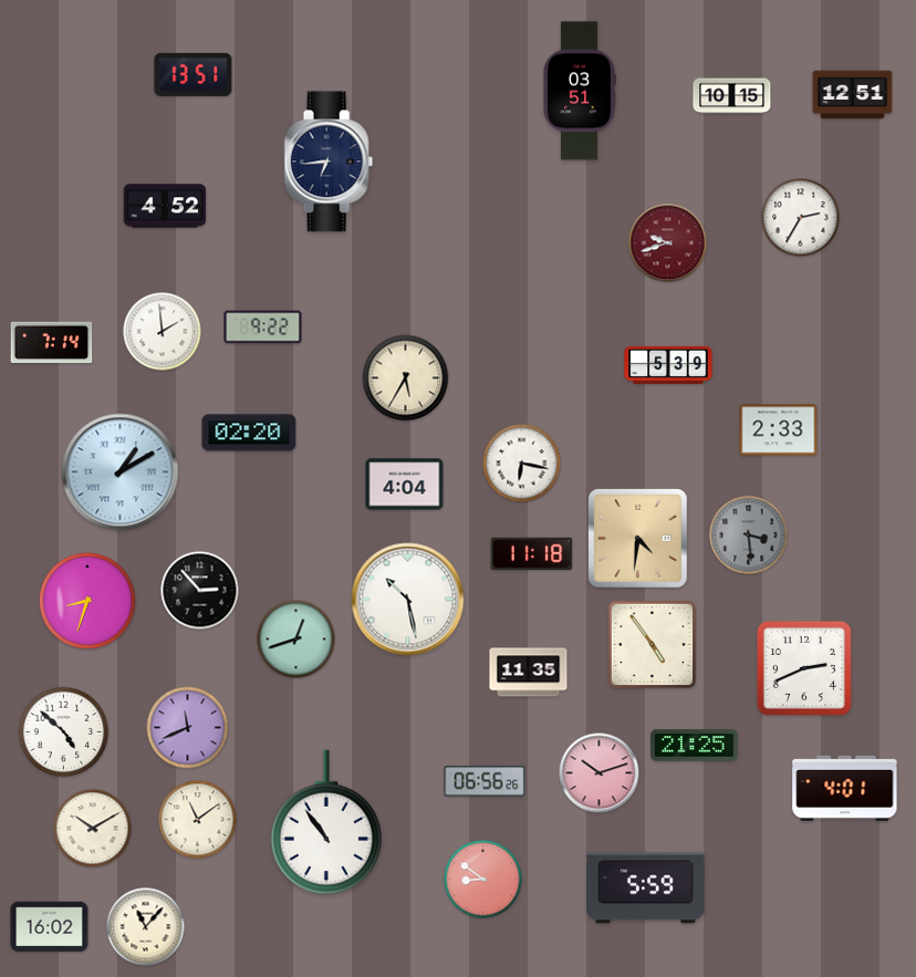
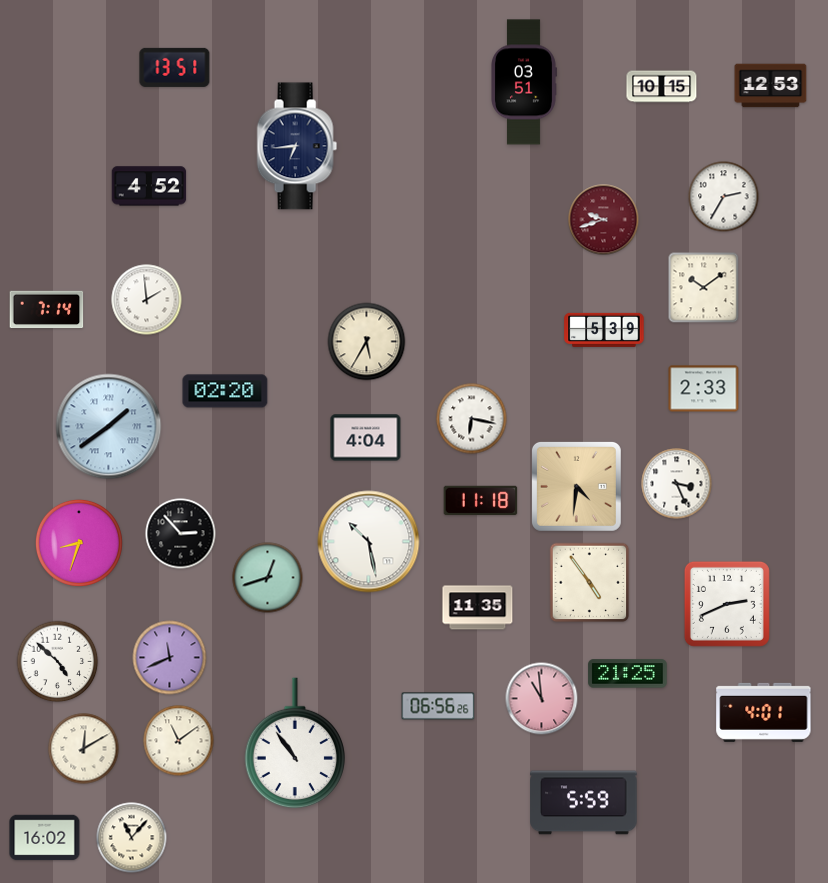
clock at (853, 95): 12:51 -> 12:53
clock at (704, 288): none -> 10:09
clock at (263, 328): 9:22 -> none
clock at (121, 472): 1:10 -> 1:39
clock at (749, 536): 3:29 -> 3:26
clock at (749, 536) dial: grey -> white
clock at (600, 773): 10:12 -> 10:59
clock at (93, 829): 10:10 -> 12:10
clock at (483, 880): 8:51 -> none
